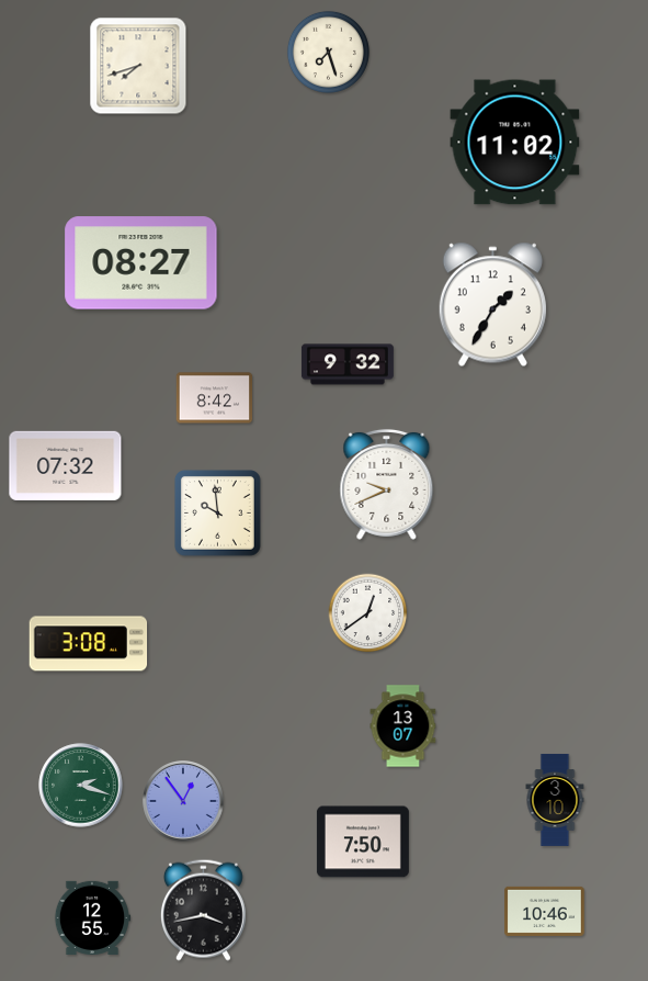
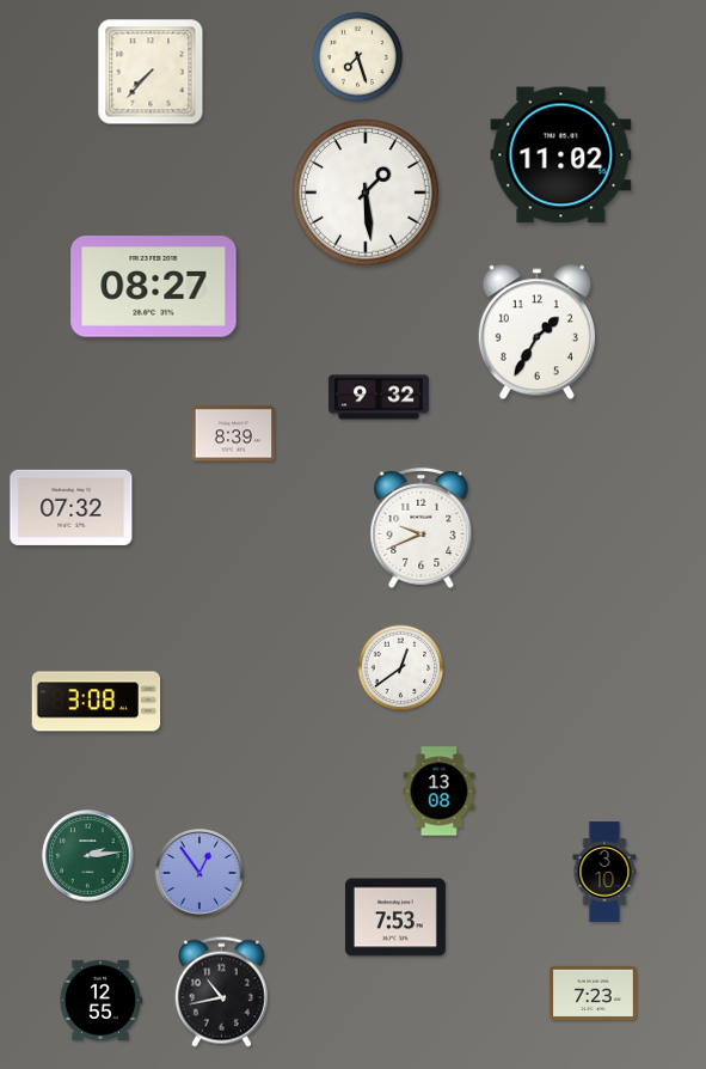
clock at (138, 66): 7:42 -> 7:37
clock at (366, 193): none -> 1:29
clock at (215, 398): 8:42 -> 8:39
clock at (218, 514): 9:59 -> none
clock at (403, 726): 13:07 -> 13:08
clock at (81, 786): 2:18 -> 2:14
clock at (363, 842): 7:50 -> 7:53
clock at (203, 910): 3:43 -> 10:43
clock at (545, 911): 10:46 -> 7:23
